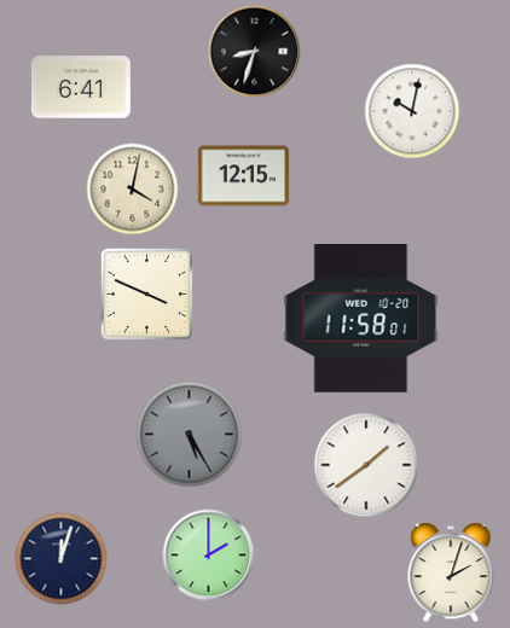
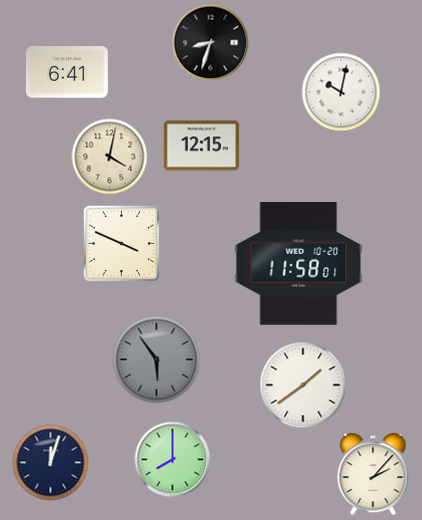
clock at (190, 435): 5:25 -> 5:54
clock at (209, 556): 2:00 -> 8:00
clock at (451, 572): 2:03 -> 2:07
